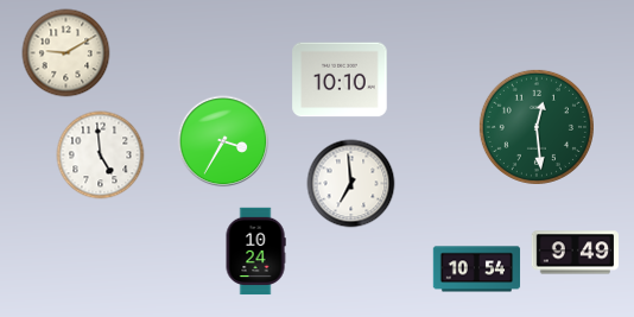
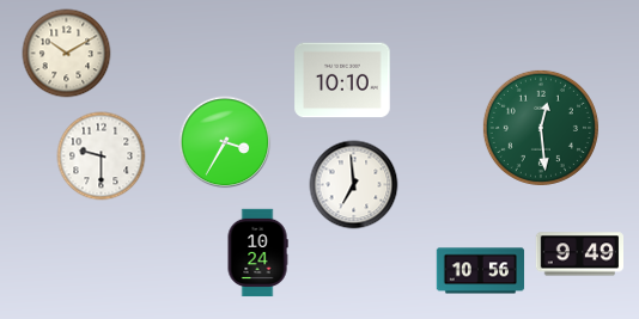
clock at (66, 53): 9:10 -> 10:10
clock at (101, 156): 4:59 -> 9:30
clock at (477, 270): 10:54 -> 10:56
